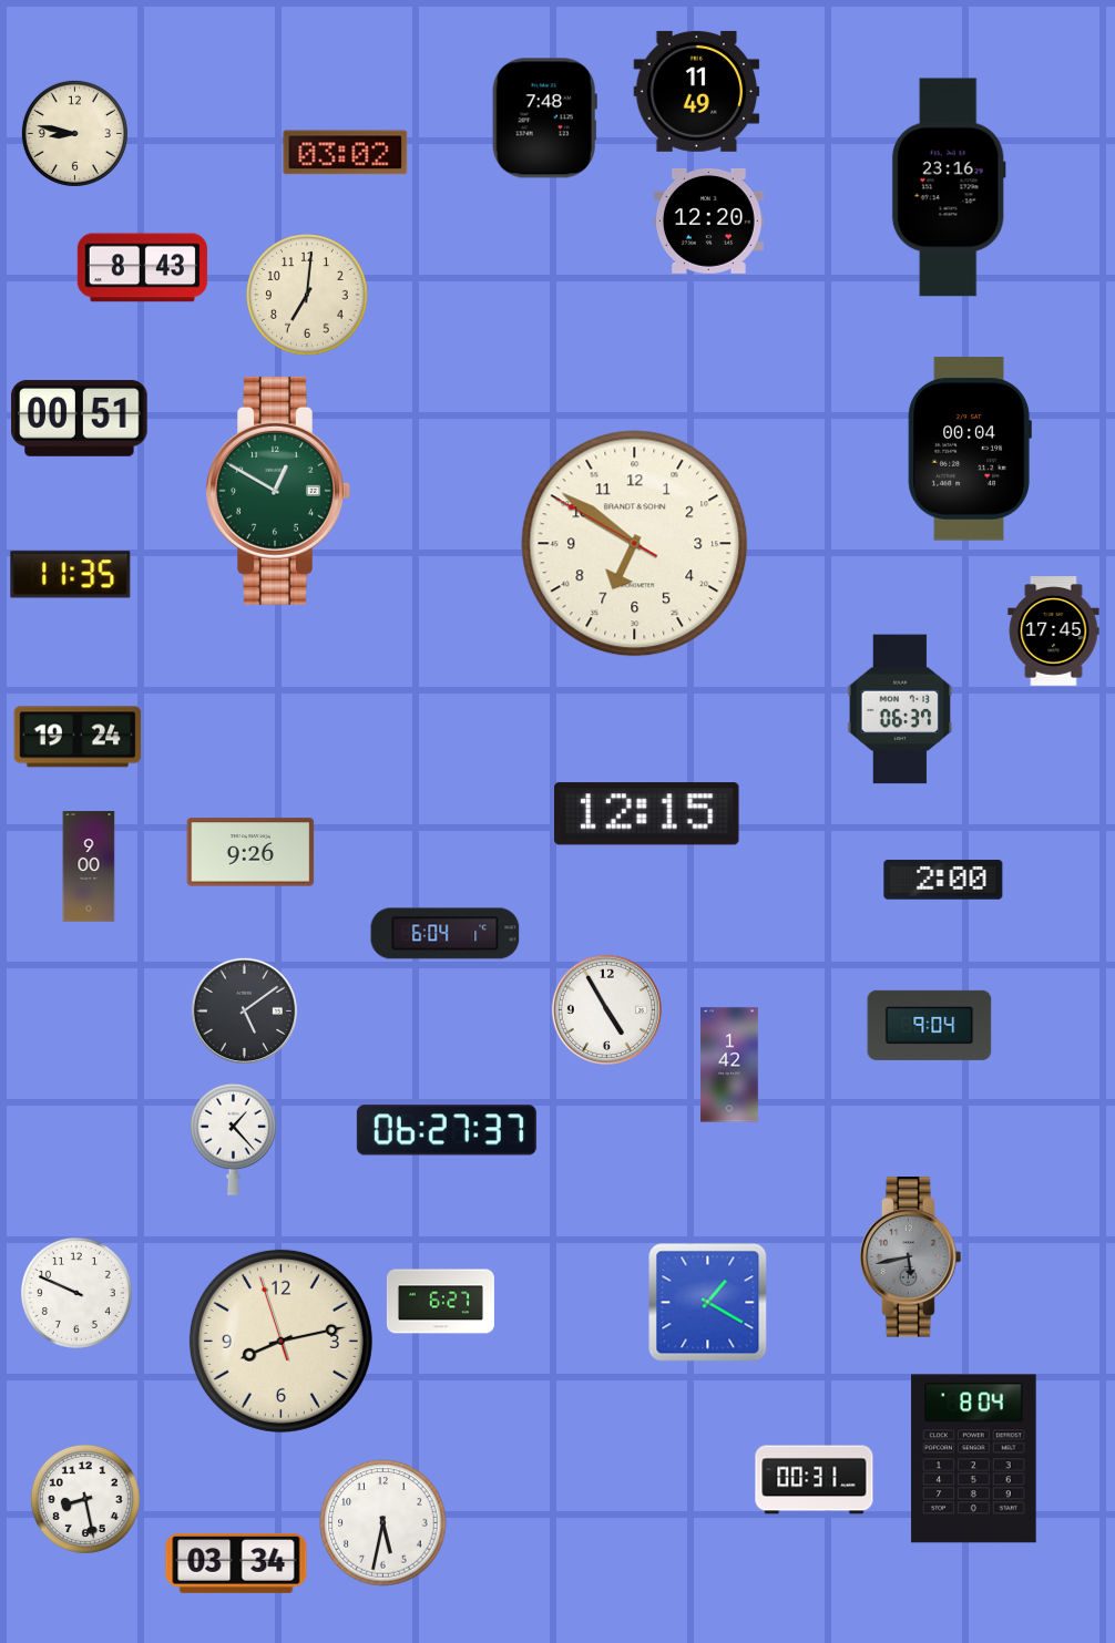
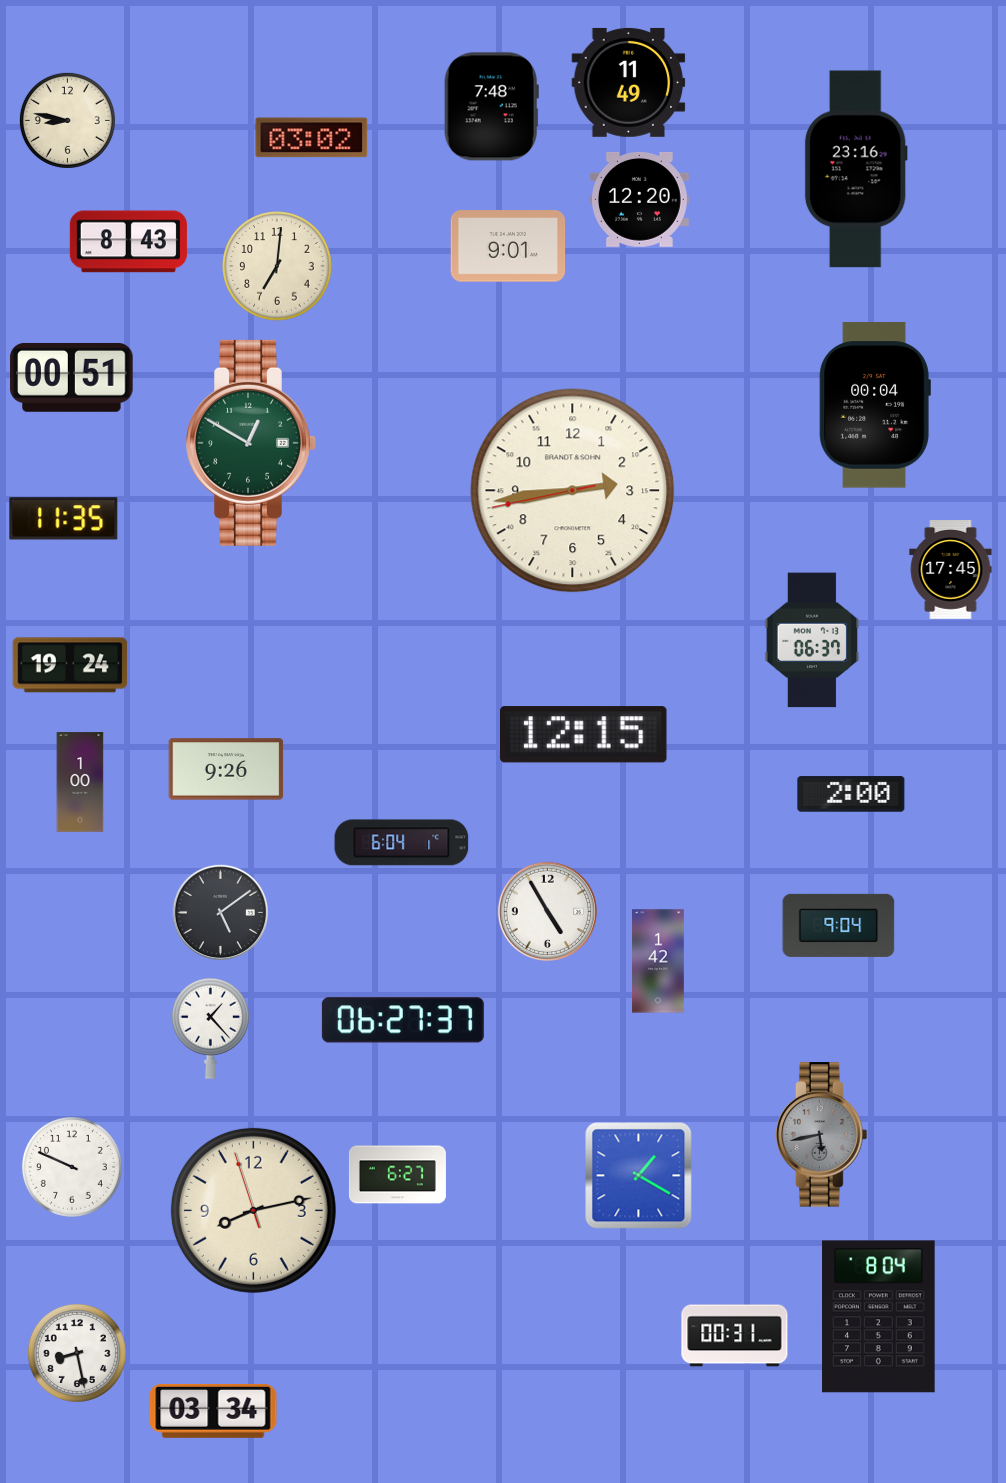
clock at (508, 246): none -> 9:01
clock at (635, 544): 6:50 -> 2:43
clock at (89, 866): 9:00 -> 1:00
clock at (76, 1293) position: (76, 1293) -> (72, 1167)
clock at (383, 1523): 5:32 -> none
